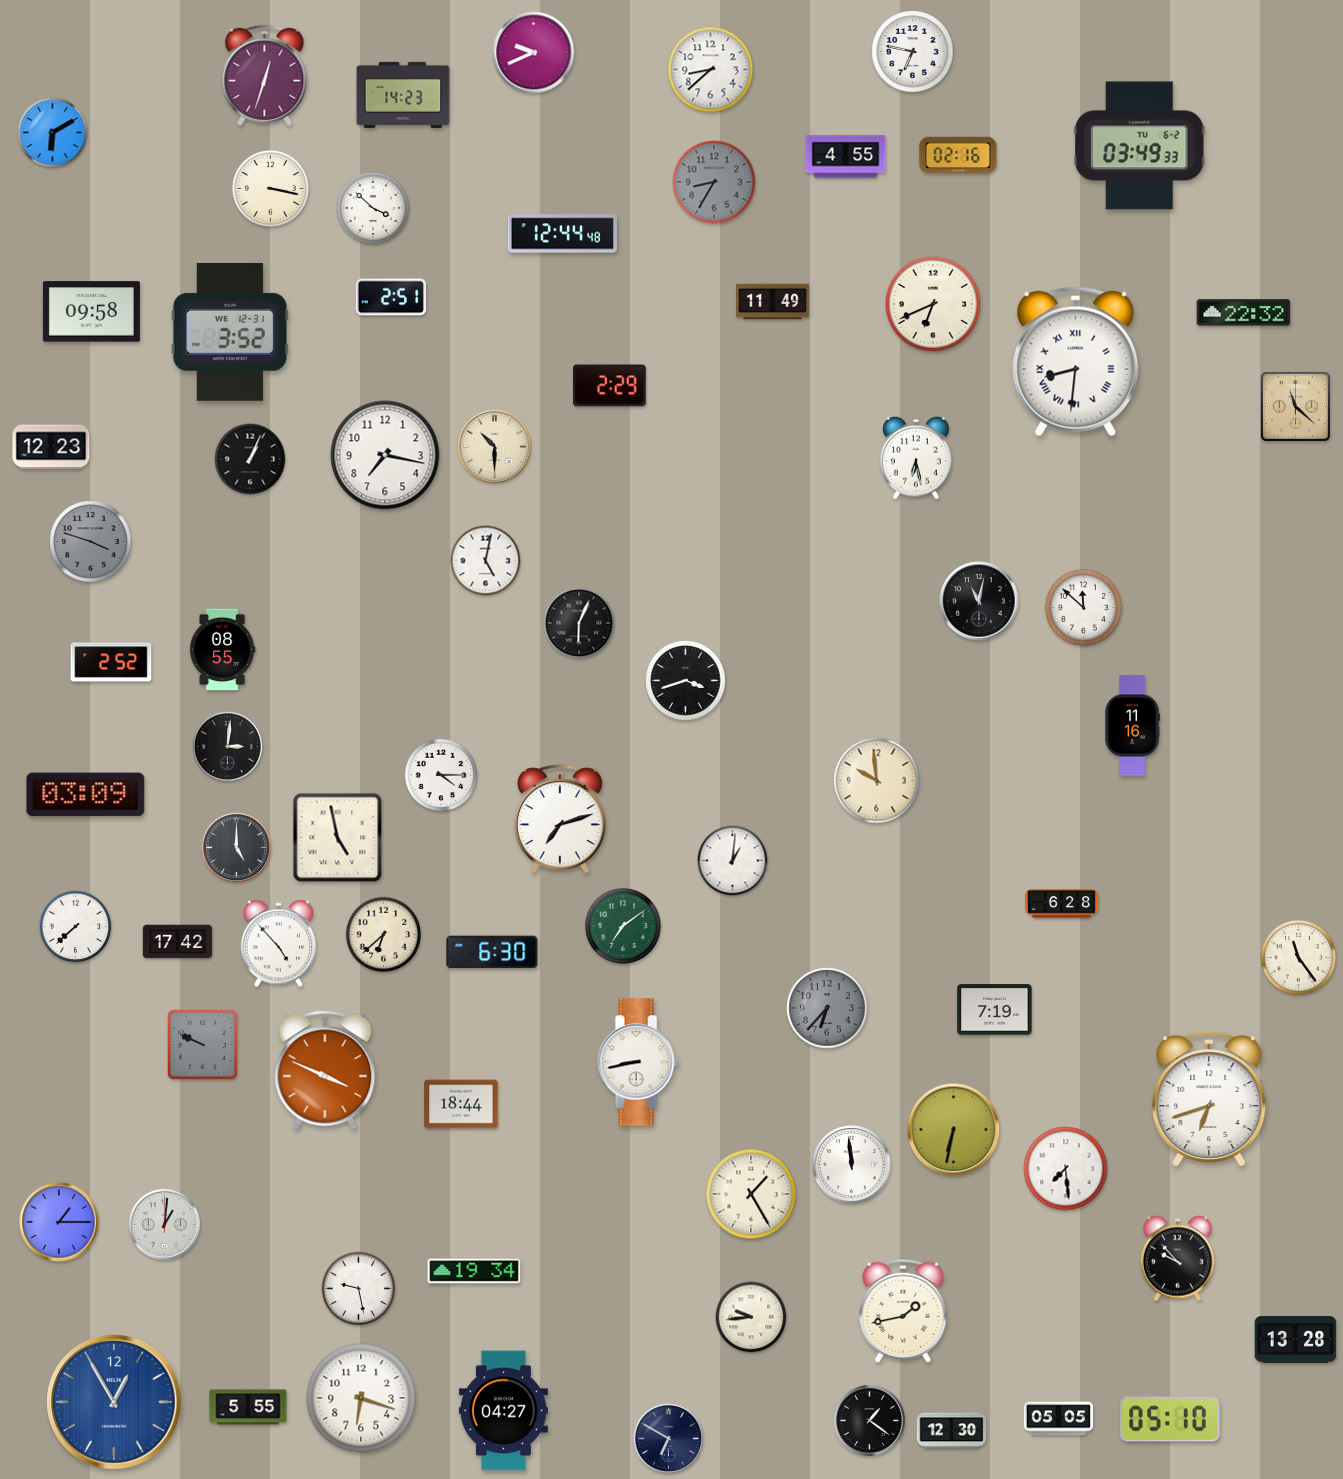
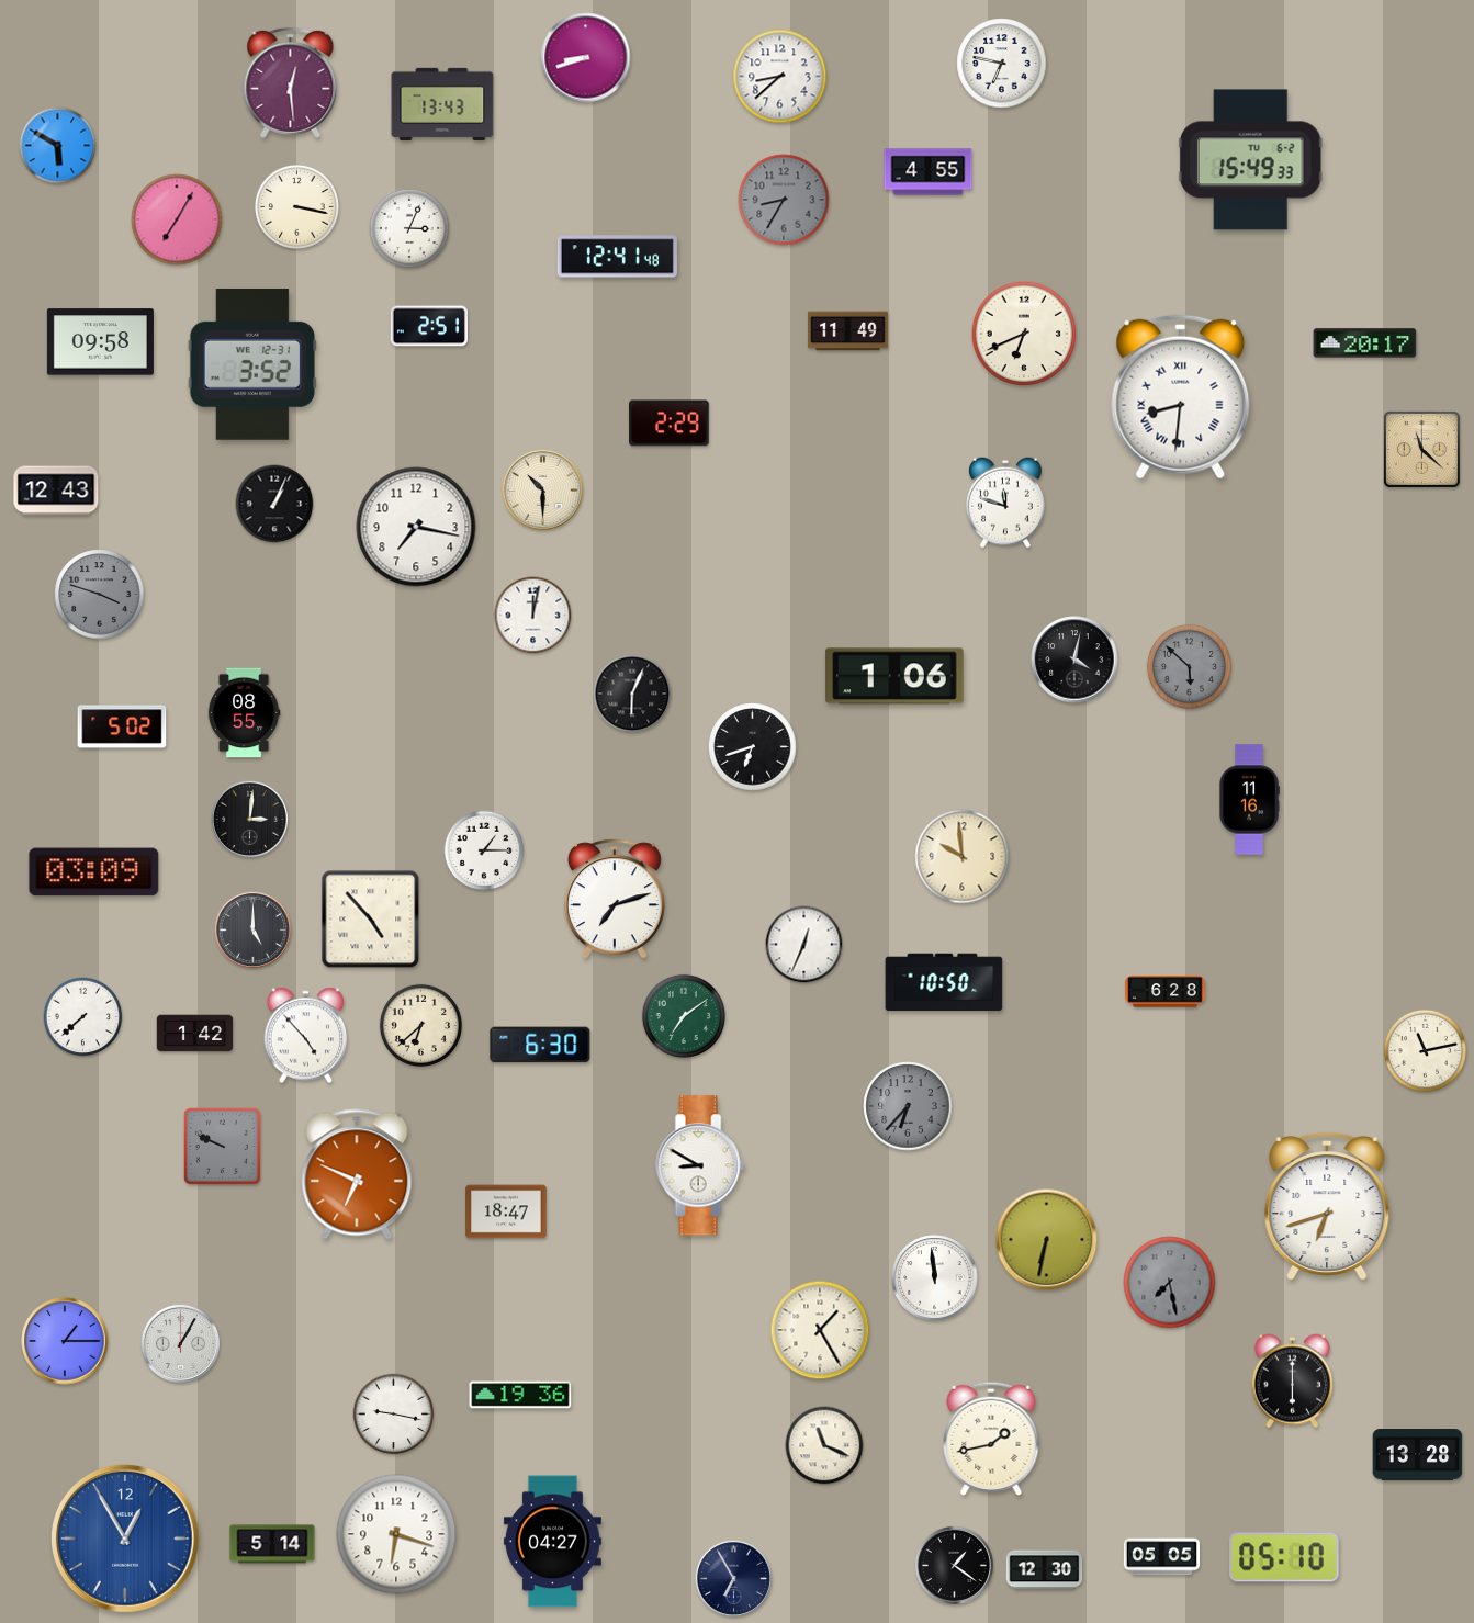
clock at (913, 52) position: (913, 52) -> (1002, 64)
clock at (534, 53): 9:41 -> 8:42
clock at (265, 75): 12:33 -> 12:29
clock at (403, 95): 14:23 -> 13:43
clock at (53, 133): 6:10 -> 5:50
clock at (1139, 146): 03:49 -> 15:49
clock at (958, 155): 02:16 -> none
clock at (177, 219): none -> 7:05
clock at (373, 208): 3:52 -> 3:04
clock at (562, 234): 12:44 -> 12:41
clock at (1244, 313): 22:32 -> 20:17
clock at (1295, 406) position: (1295, 406) -> (1421, 449)
clock at (51, 447): 12:23 -> 12:43
clock at (385, 455) position: (385, 455) -> (416, 527)
clock at (916, 458): 6:28 -> 11:48
clock at (486, 561): 5:02 -> 12:02
clock at (979, 601): 11:02 -> 4:02
clock at (1083, 607): 11:52 -> 5:52
clock at (1083, 607) dial: white -> grey
clock at (894, 676): none -> 1:06
clock at (579, 623) position: (579, 623) -> (632, 694)
clock at (111, 662): 2:52 -> 5:02
clock at (686, 681): 3:42 -> 6:42
clock at (1132, 726) position: (1132, 726) -> (1249, 800)
clock at (441, 775): 4:15 -> 1:15
clock at (338, 838): 4:58 -> 4:53
clock at (236, 847) position: (236, 847) -> (252, 929)
clock at (733, 861): 1:01 -> 12:34
clock at (944, 982): none -> 10:50
clock at (178, 942): 17:42 -> 1:42
clock at (1298, 957): 11:24 -> 11:13
clock at (995, 1010): 7:19 -> none
clock at (638, 1062): 8:43 -> 8:50
clock at (325, 1070): 3:49 -> 6:49
clock at (461, 1104): 18:44 -> 18:47
clock at (1066, 1169): 7:29 -> 7:28
clock at (1066, 1169) dial: white -> grey
clock at (751, 1194) position: (751, 1194) -> (820, 1330)
clock at (164, 1224): 1:01 -> 1:05
clock at (1177, 1259): 9:53 -> 6:00
clock at (474, 1271): 19:34 -> 19:36
clock at (359, 1289): 9:28 -> 9:17
clock at (751, 1317): 9:44 -> 11:19
clock at (1296, 1340) position: (1296, 1340) -> (1418, 1455)
clock at (248, 1407): 5:55 -> 5:14
clock at (503, 1411) position: (503, 1411) -> (552, 1542)
clock at (869, 1420) position: (869, 1420) -> (954, 1565)
clock at (668, 1438): 6:50 -> 6:55
